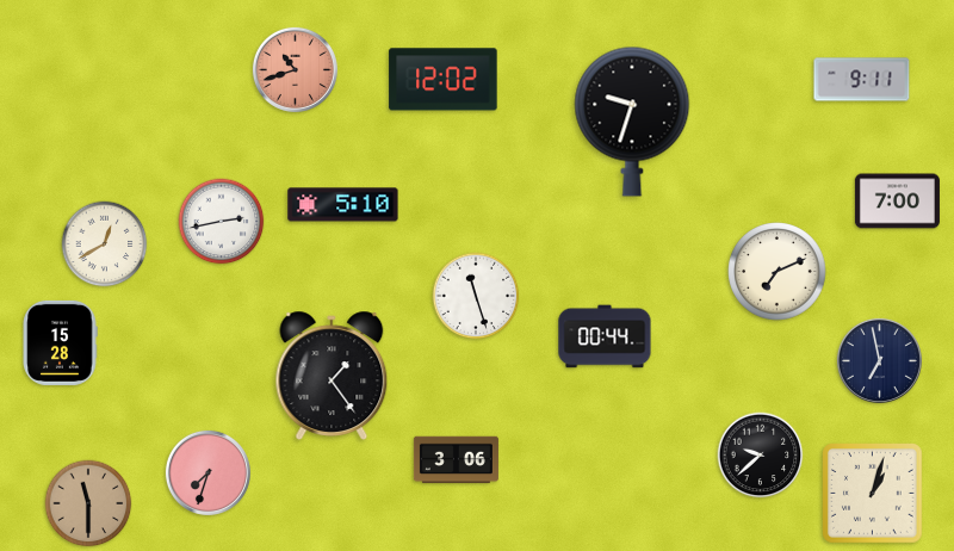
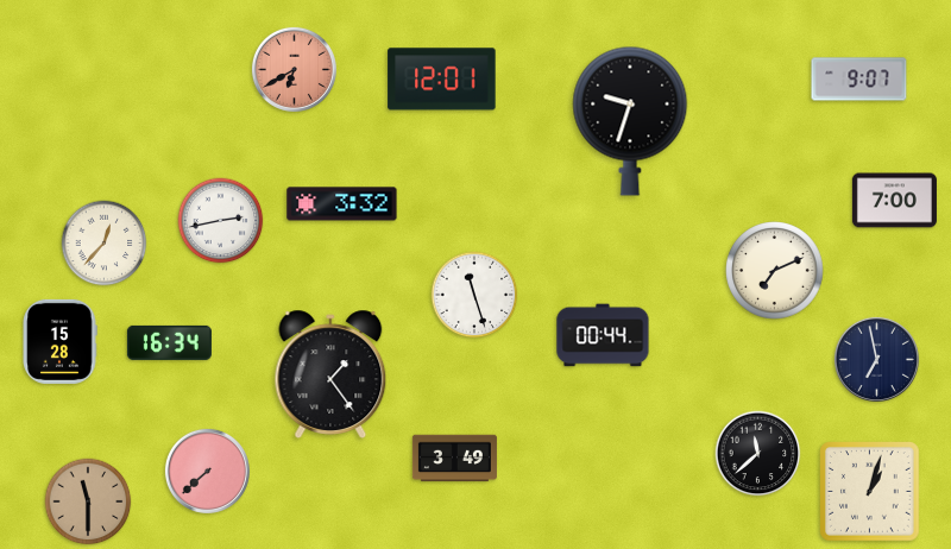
clock at (295, 69): 10:42 -> 6:40
clock at (444, 80): 12:02 -> 12:01
clock at (862, 80): 9:11 -> 9:07
clock at (343, 205): 5:10 -> 3:32
clock at (105, 244): 12:40 -> 12:37
clock at (169, 342): none -> 16:34
clock at (761, 456): 9:38 -> 11:38
clock at (456, 460): 3:06 -> 3:49
clock at (207, 472): 7:33 -> 7:38
